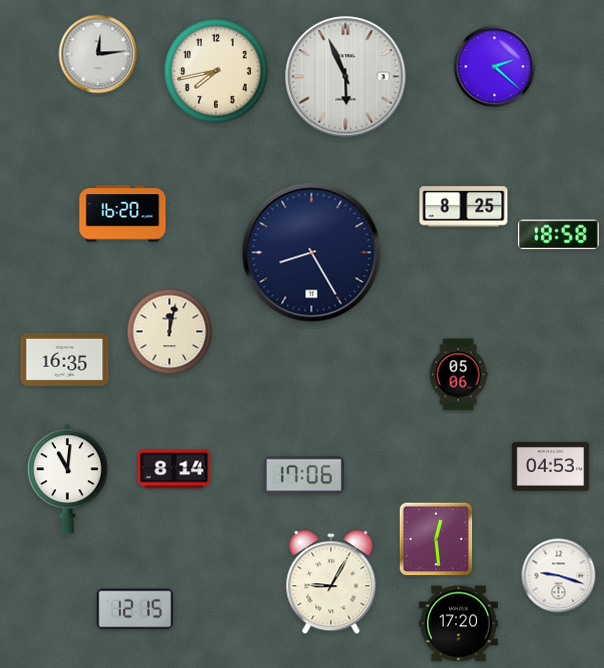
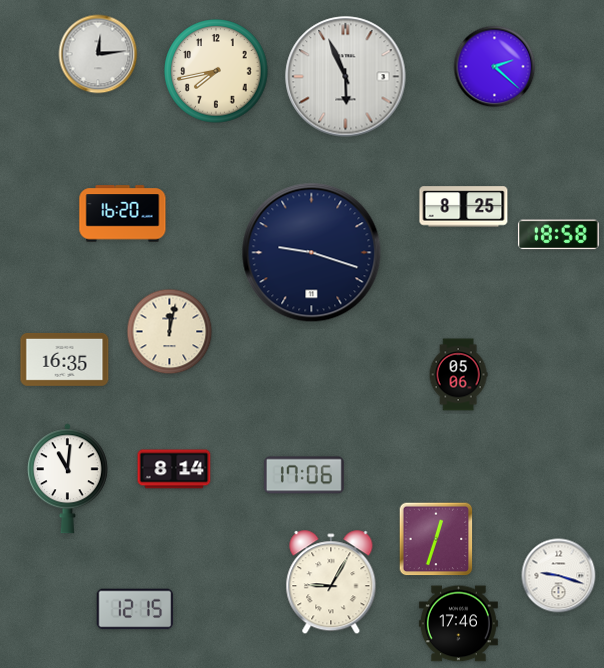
clock at (312, 253): 8:25 -> 9:18
clock at (551, 467): 04:53 -> none
clock at (436, 539): 12:29 -> 12:33
clock at (458, 624): 17:20 -> 17:46
